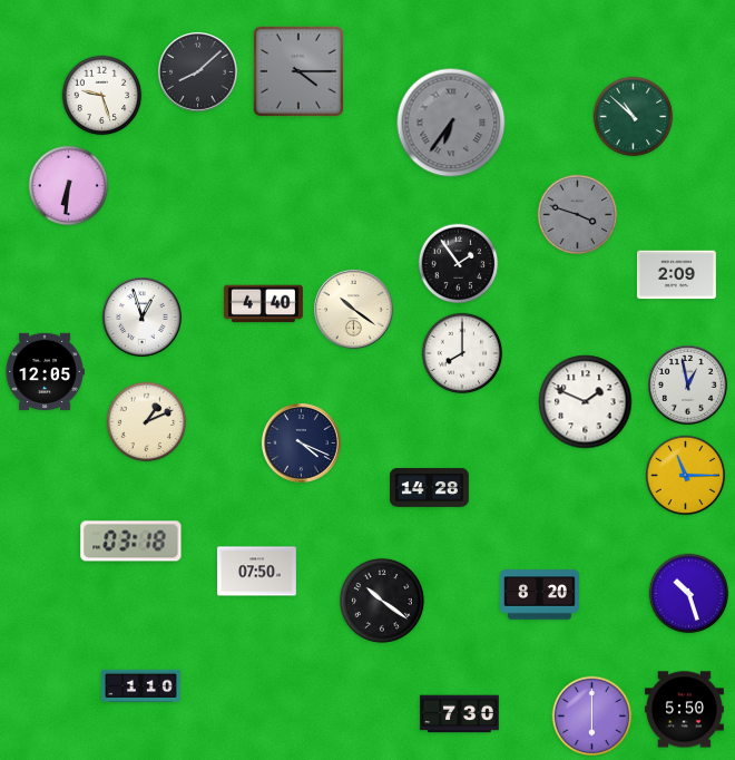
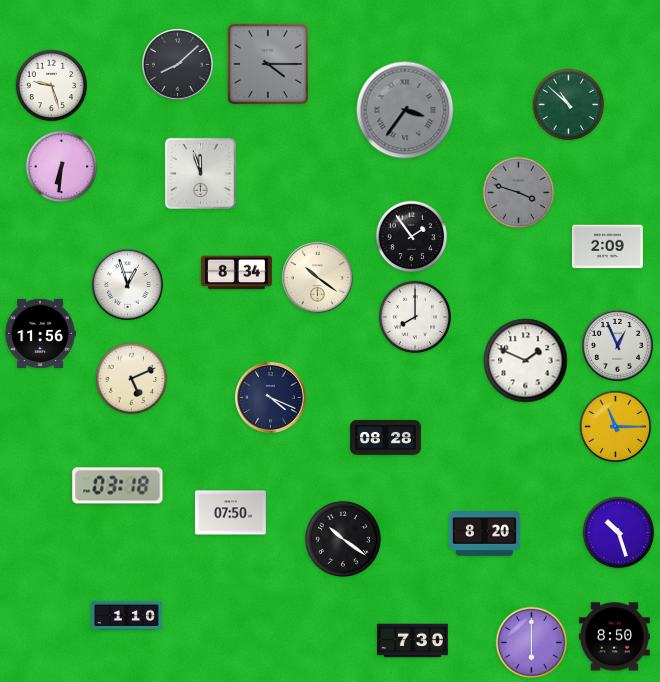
clock at (102, 96) position: (102, 96) -> (52, 86)
clock at (451, 123): 6:36 -> 3:36
clock at (200, 173): none -> 11:57
clock at (263, 304): 4:40 -> 8:34
clock at (45, 371): 12:05 -> 11:56
clock at (687, 384): 12:58 -> 12:56
clock at (147, 422): 1:11 -> 5:11
clock at (430, 488): 14:28 -> 08:28
clock at (684, 710): 5:50 -> 8:50
